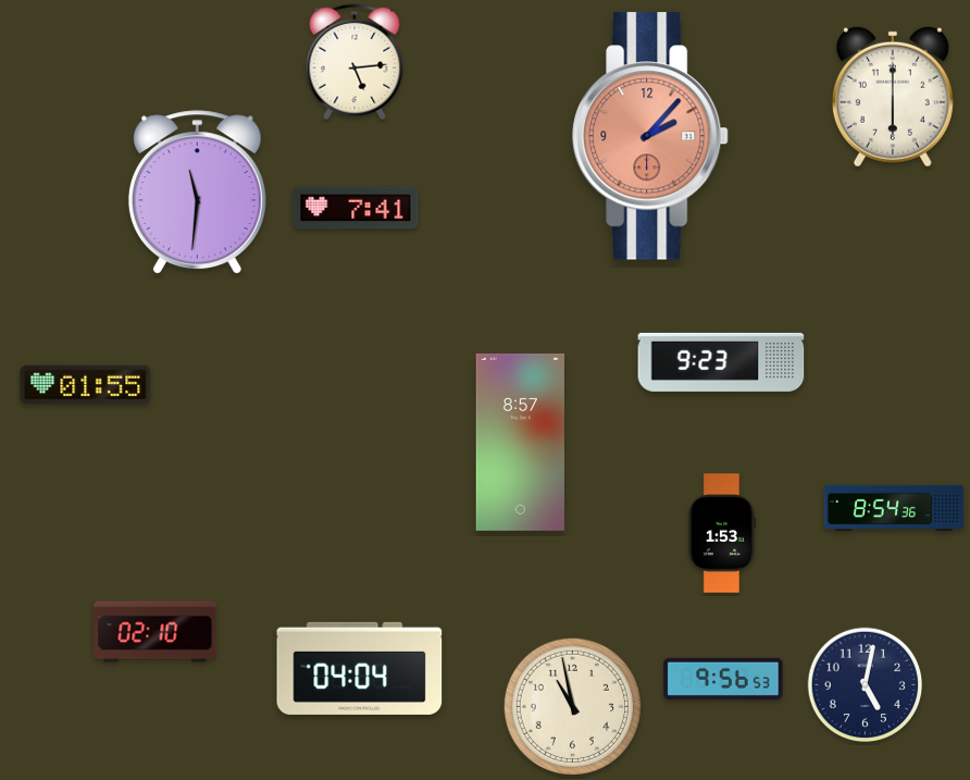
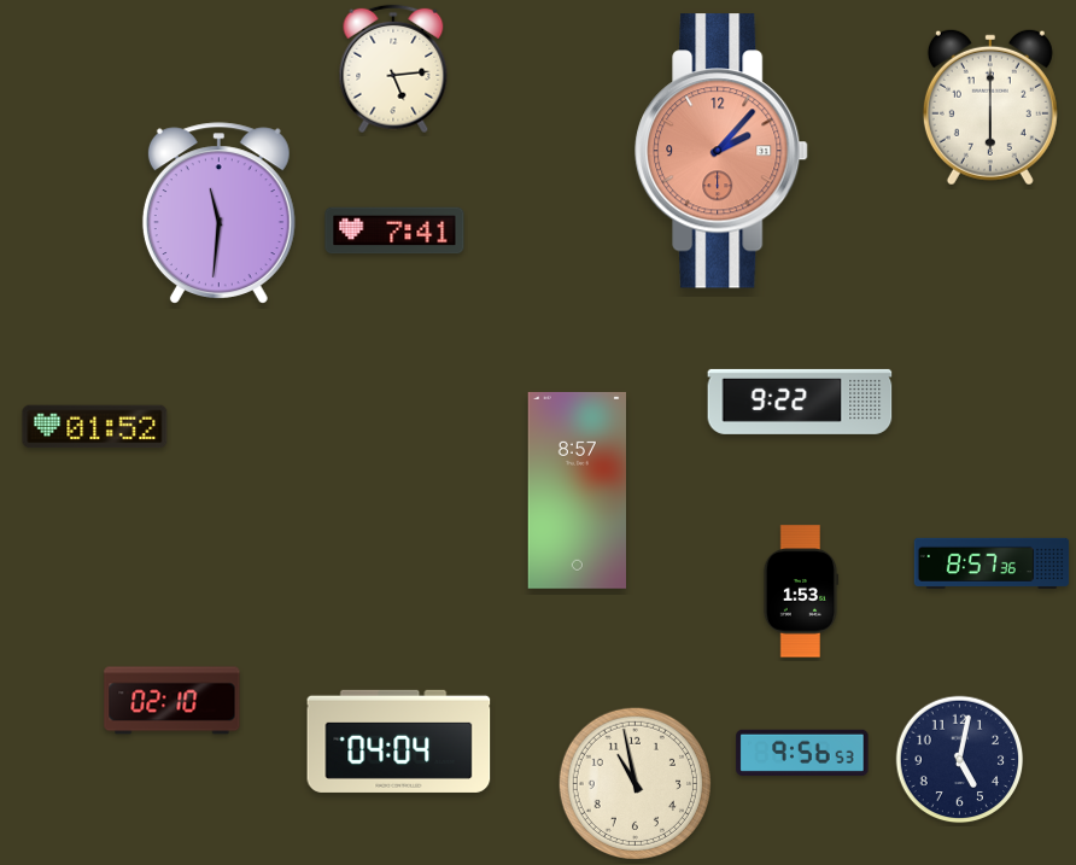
clock at (721, 362): 9:23 -> 9:22
clock at (86, 385): 01:55 -> 01:52
clock at (894, 507): 8:54 -> 8:57
